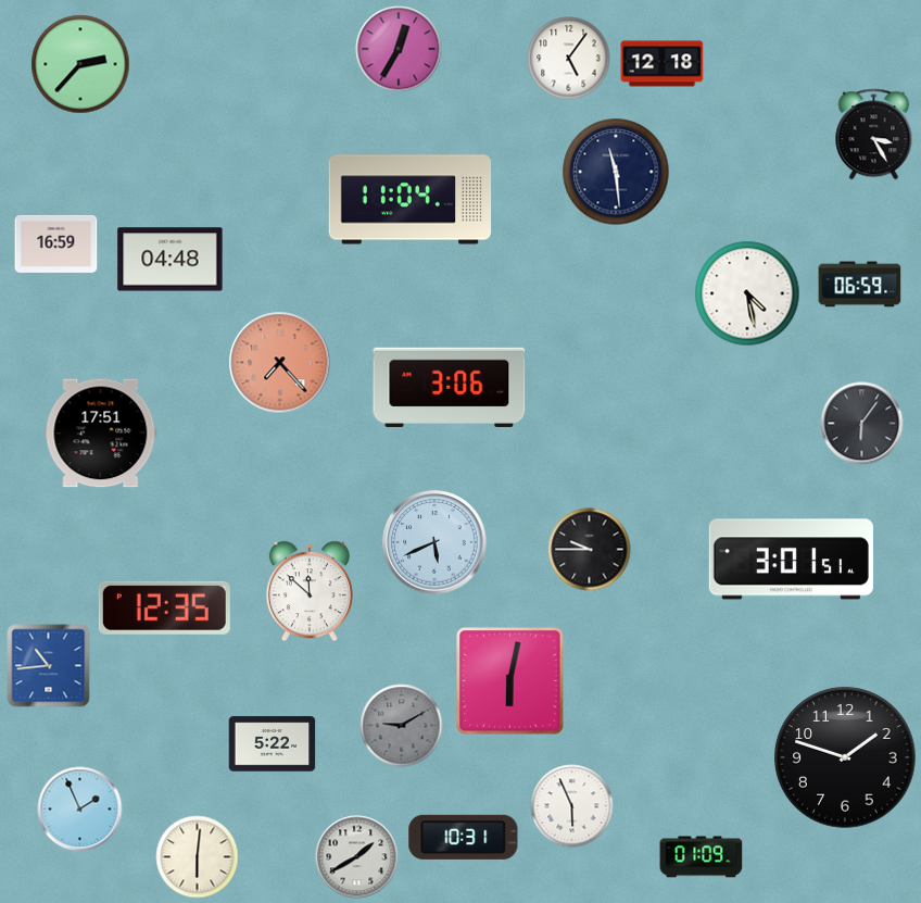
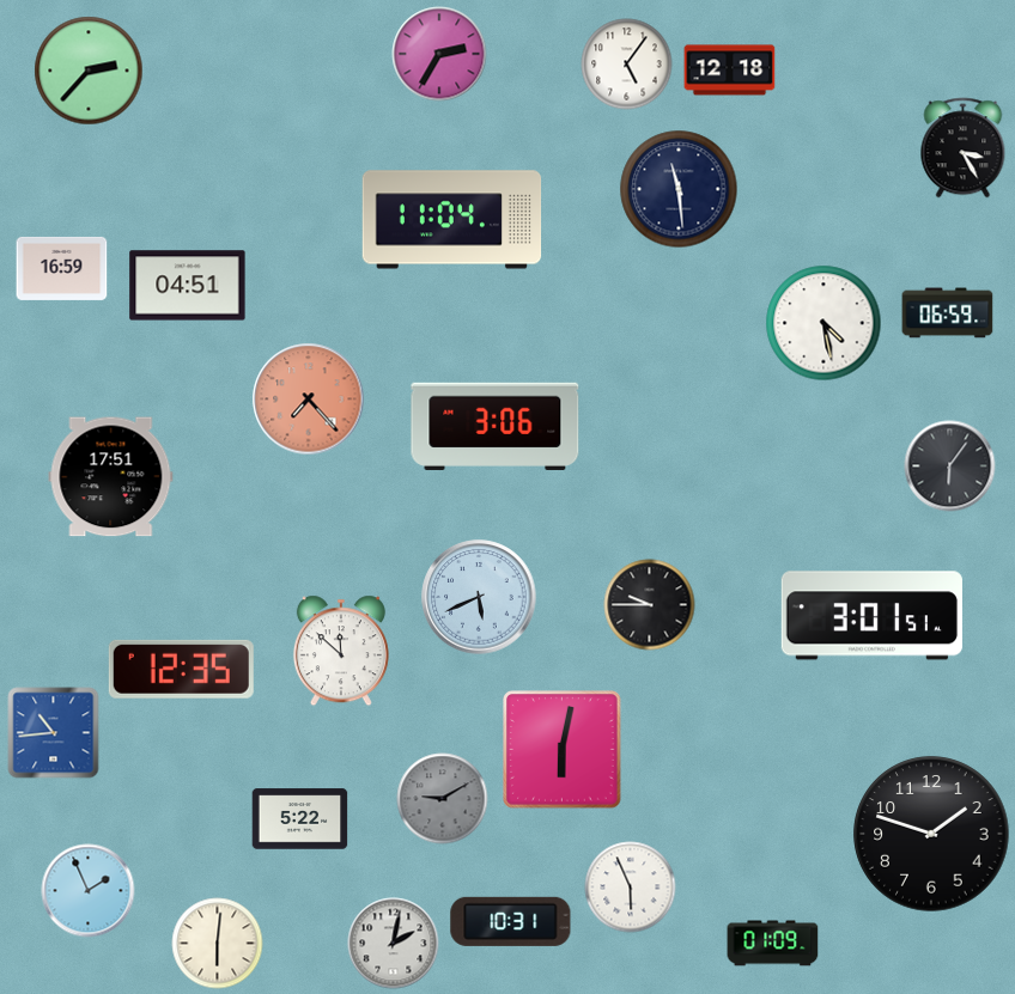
clock at (399, 49): 12:35 -> 2:35
clock at (171, 260): 04:48 -> 04:51
clock at (357, 857): 1:40 -> 2:02
